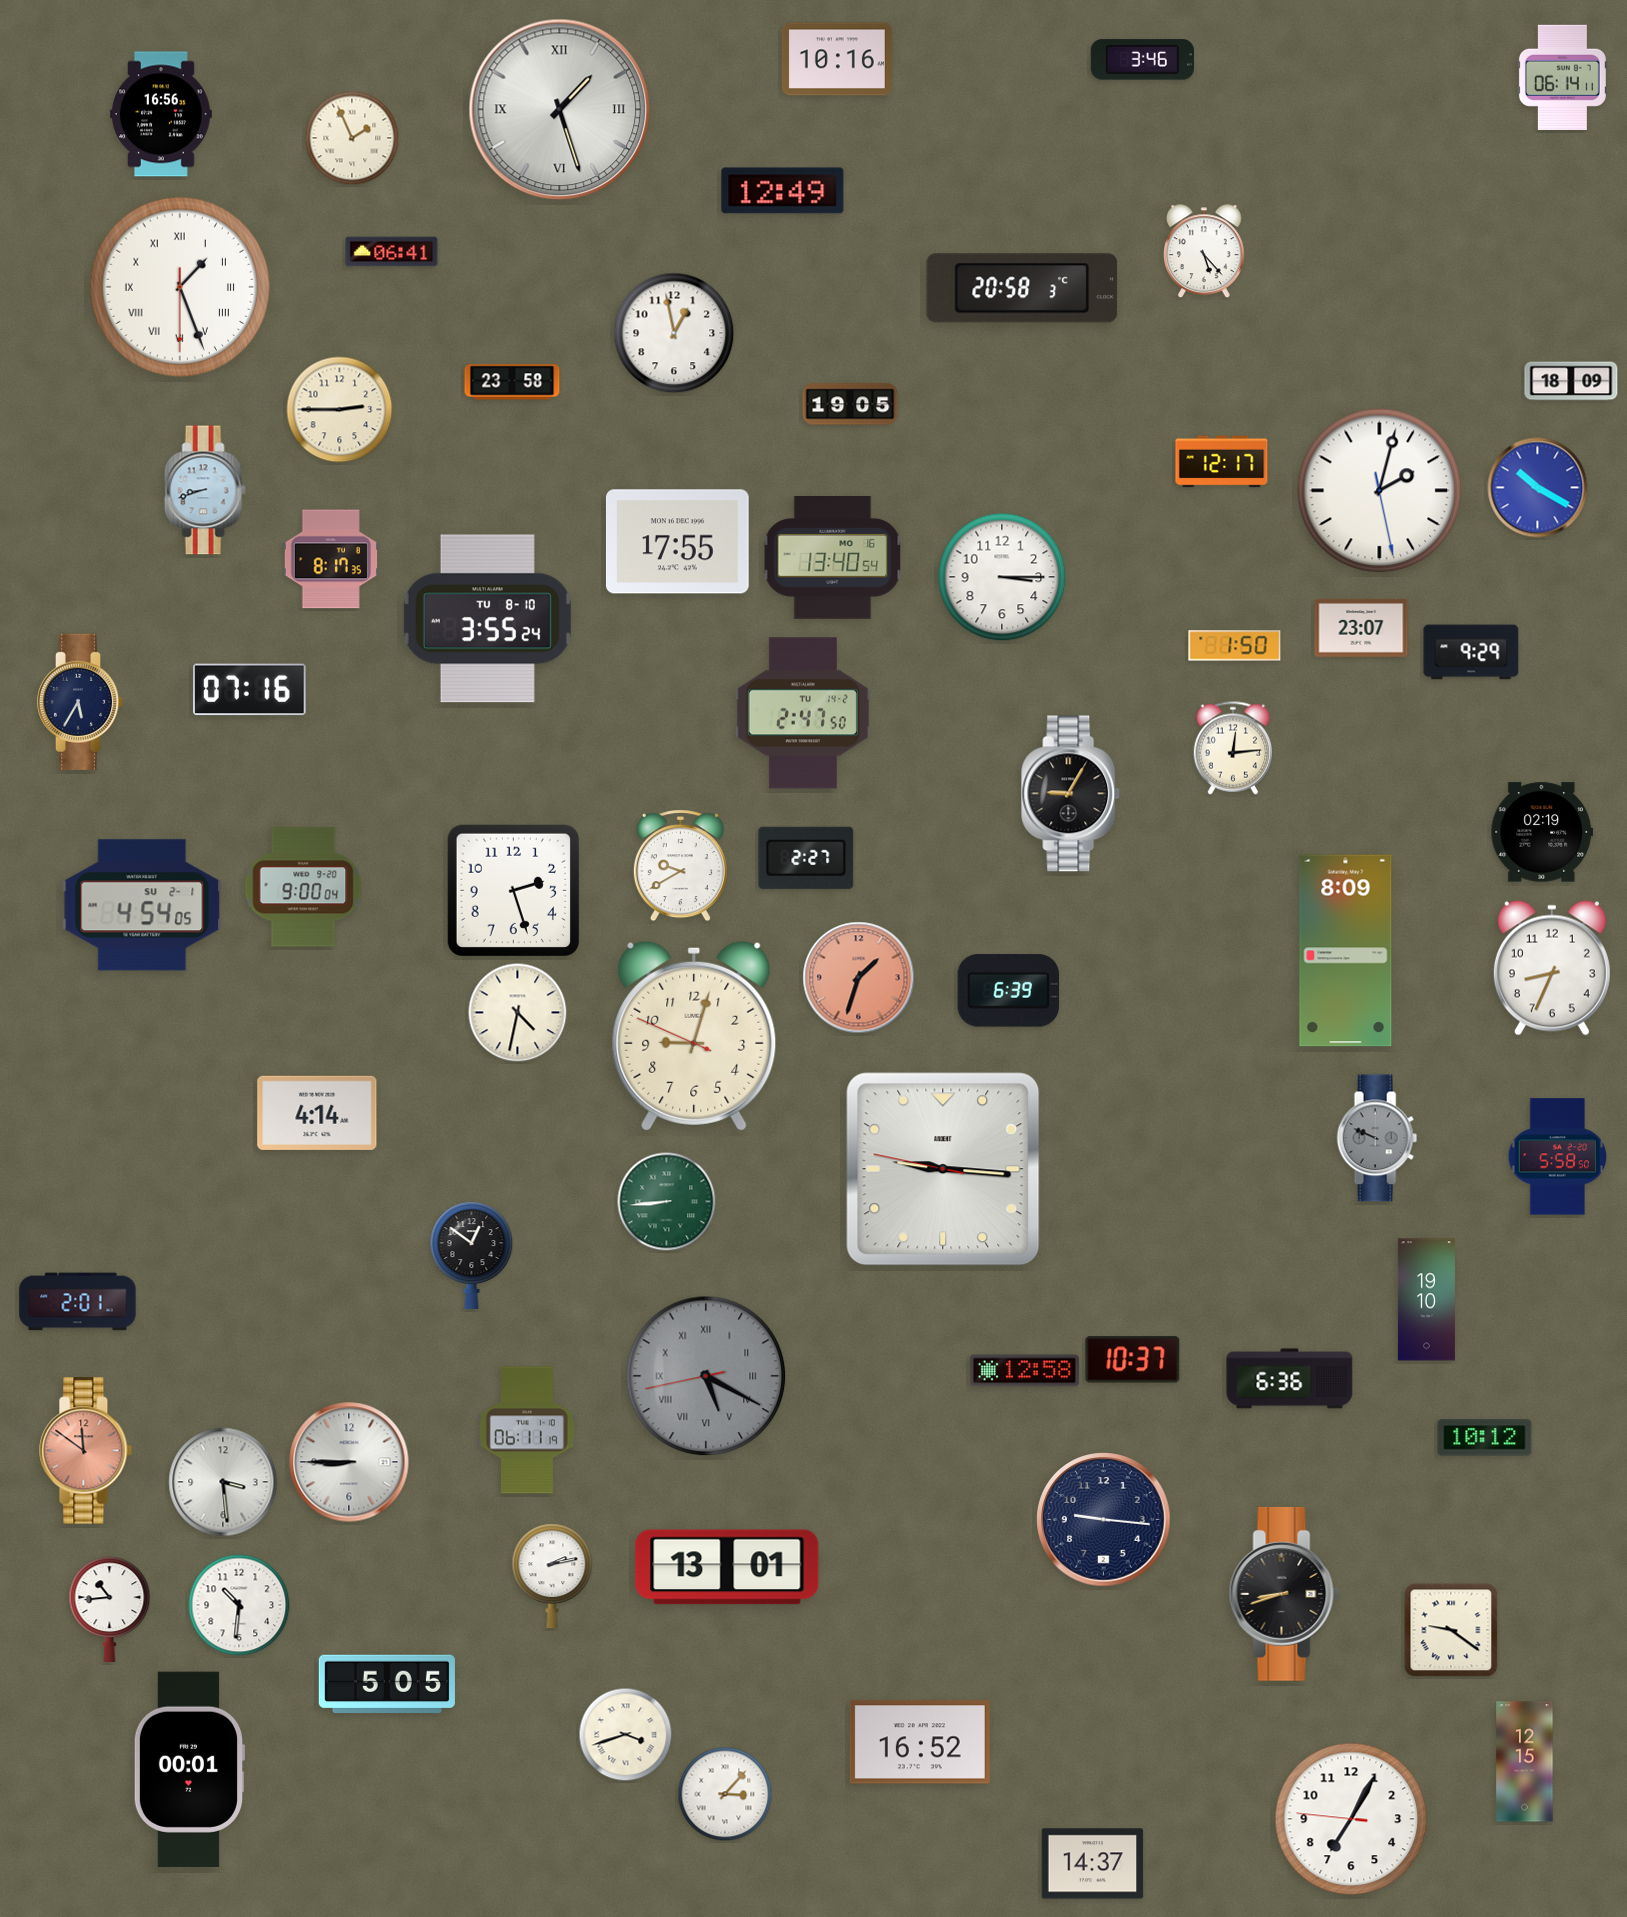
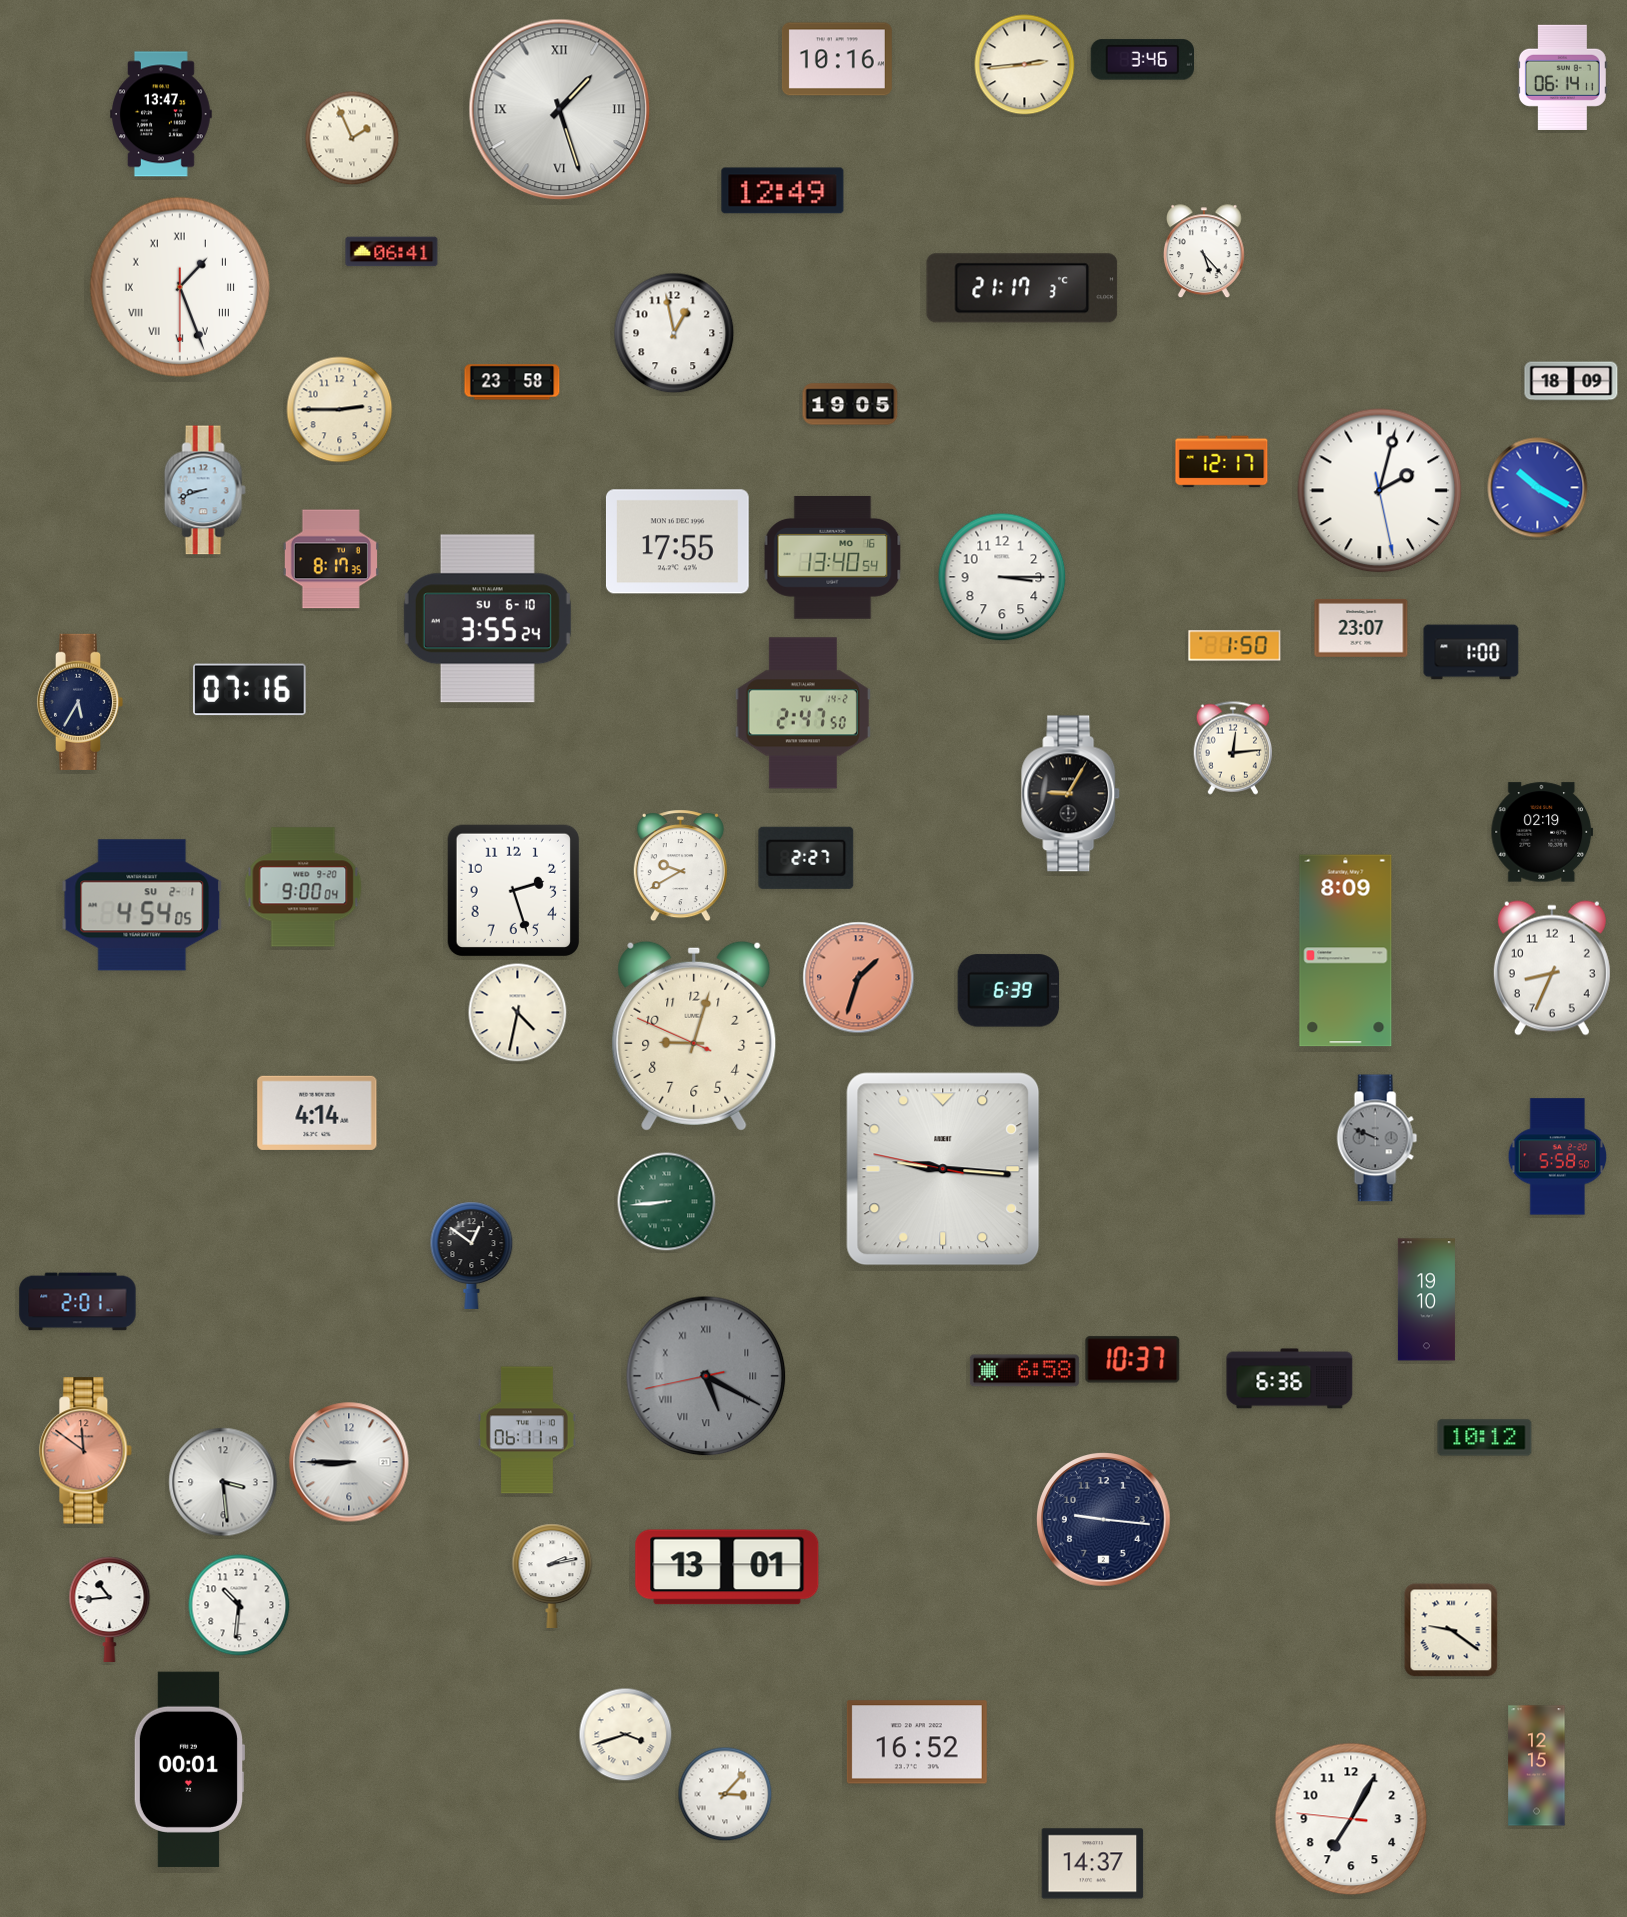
clock at (1025, 65): none -> 2:44
clock at (162, 114): 16:56 -> 13:47
clock at (1022, 288): 20:58 -> 21:17
clock at (487, 619) date: TU 8-10 -> SU 6-10
clock at (1471, 652): 9:29 -> 1:00
clock at (1024, 1371): 12:58 -> 6:58
clock at (1284, 1594): 8:42 -> none
clock at (387, 1684): 5:05 -> none
clock at (920, 1742) position: (920, 1742) -> (917, 1742)
clock at (1525, 1762) position: (1525, 1762) -> (1537, 1766)
